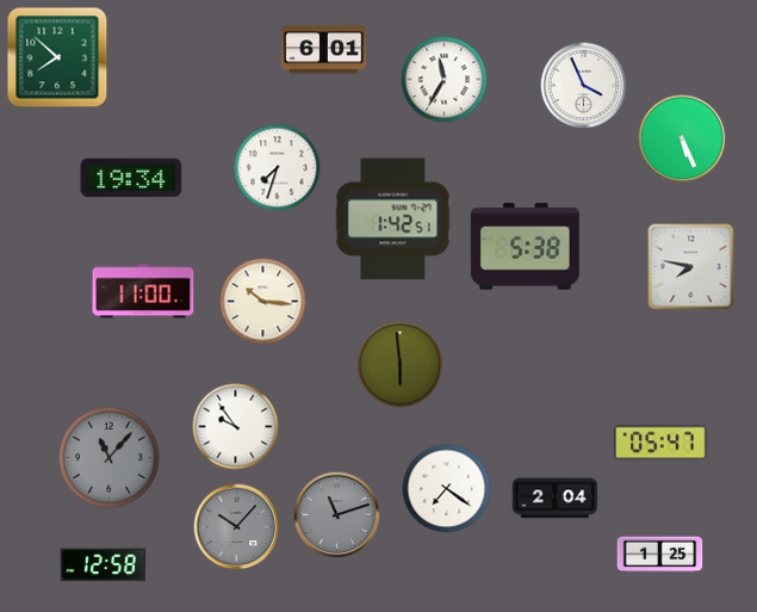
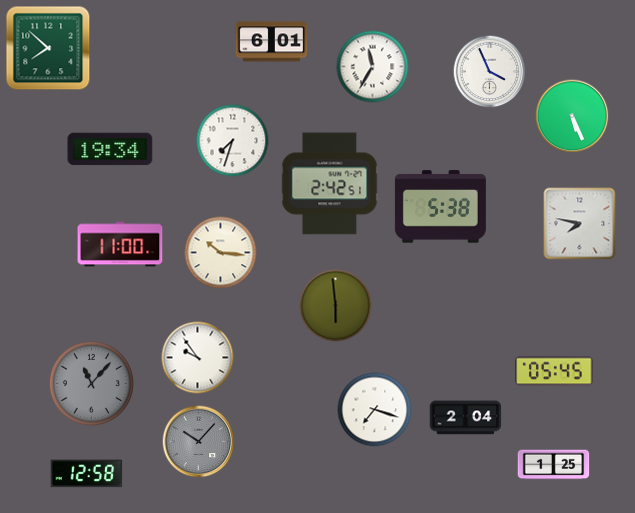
clock at (393, 220): 1:42 -> 2:42
clock at (660, 443): 05:47 -> 05:45
clock at (447, 489): 7:21 -> 7:18
clock at (337, 515): 11:12 -> none
